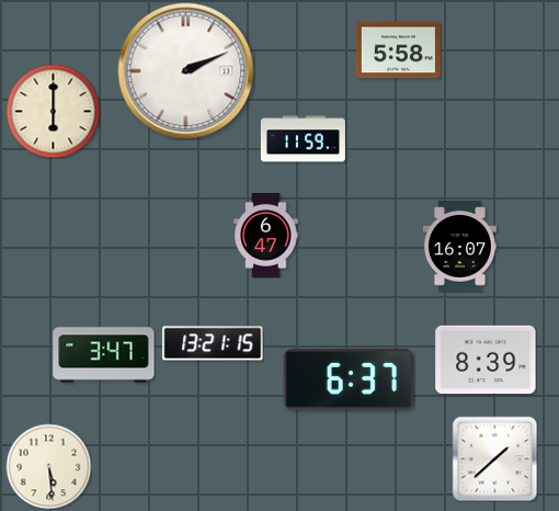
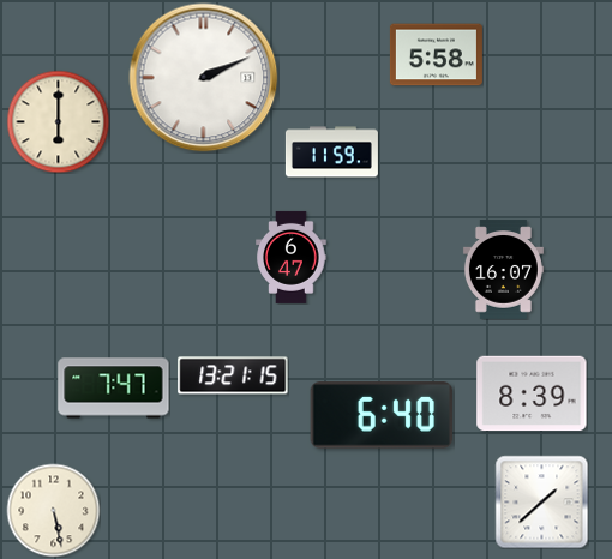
clock at (104, 355): 3:47 -> 7:47
clock at (349, 379): 6:37 -> 6:40
clock at (48, 466): 5:29 -> 5:28
